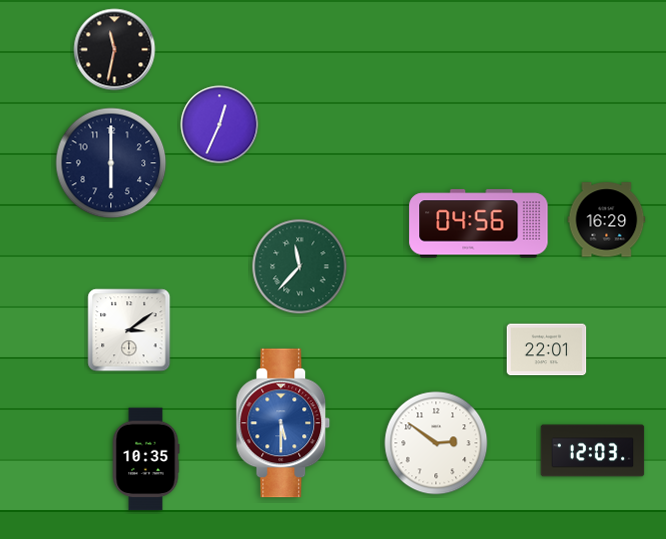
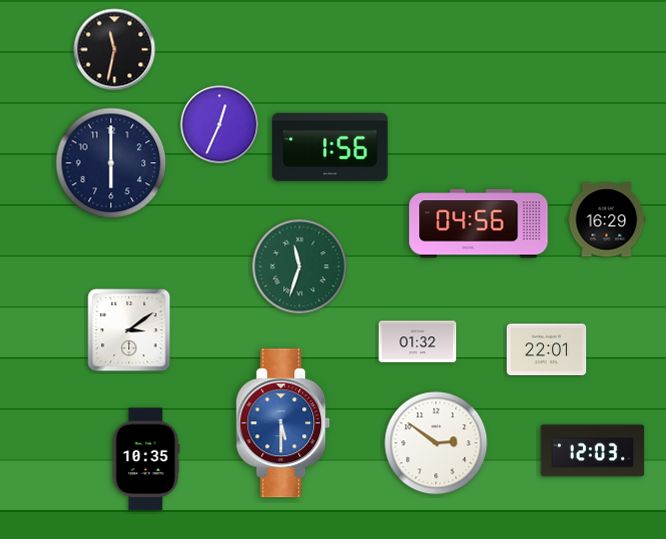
clock at (330, 147): none -> 1:56
clock at (300, 267): 11:37 -> 11:33
clock at (418, 342): none -> 01:32
